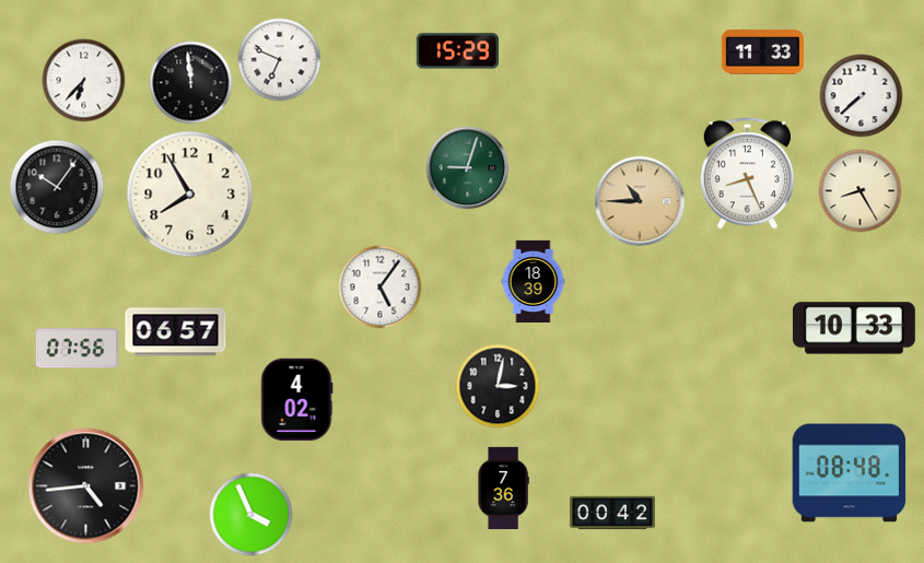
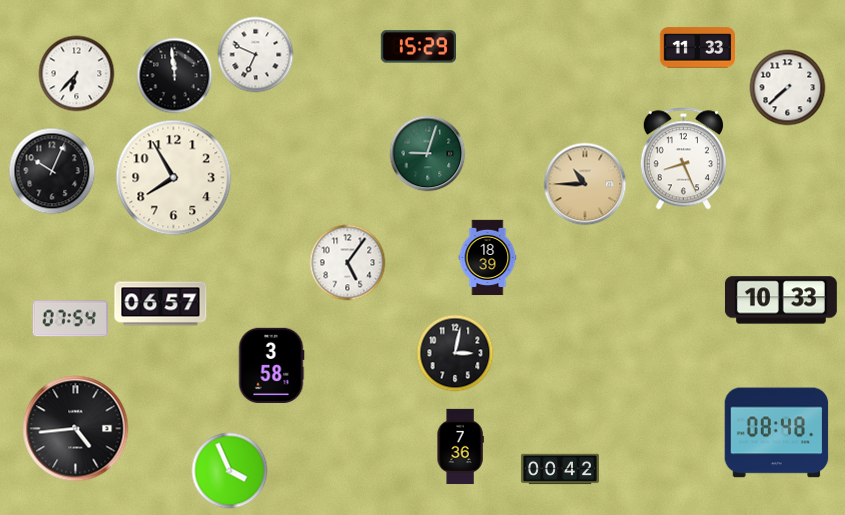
clock at (57, 187): 10:06 -> 10:04
clock at (861, 191): 8:25 -> none
clock at (77, 349): 07:56 -> 07:54
clock at (296, 399): 4:02 -> 3:58
clock at (86, 486) position: (86, 486) -> (76, 429)
